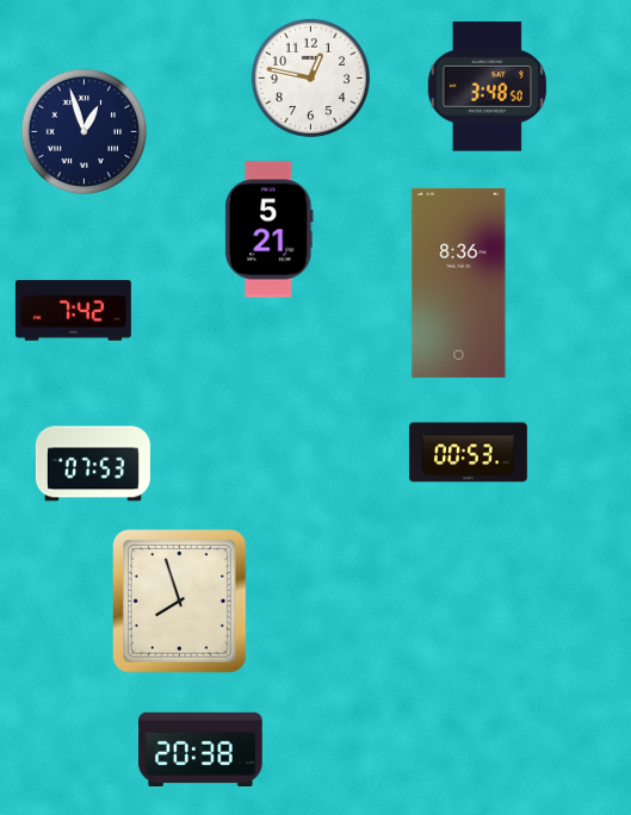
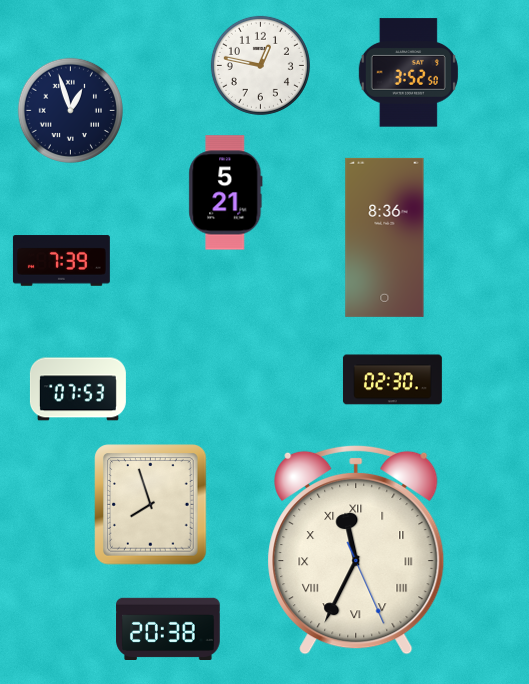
clock at (487, 87): 3:48 -> 3:52
clock at (73, 311): 7:42 -> 7:39
clock at (468, 453): 00:53 -> 02:30
clock at (356, 550): none -> 11:34
